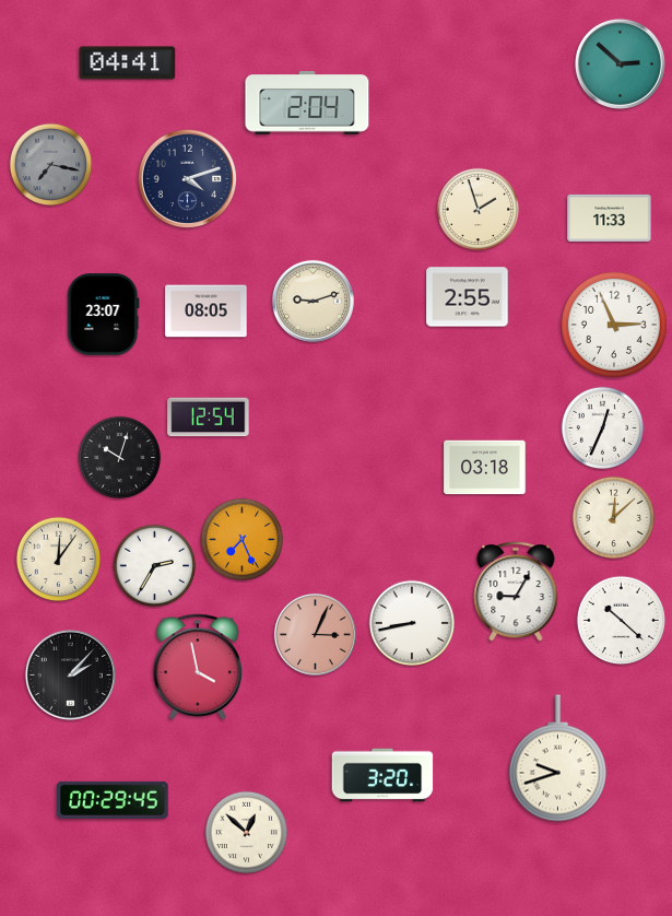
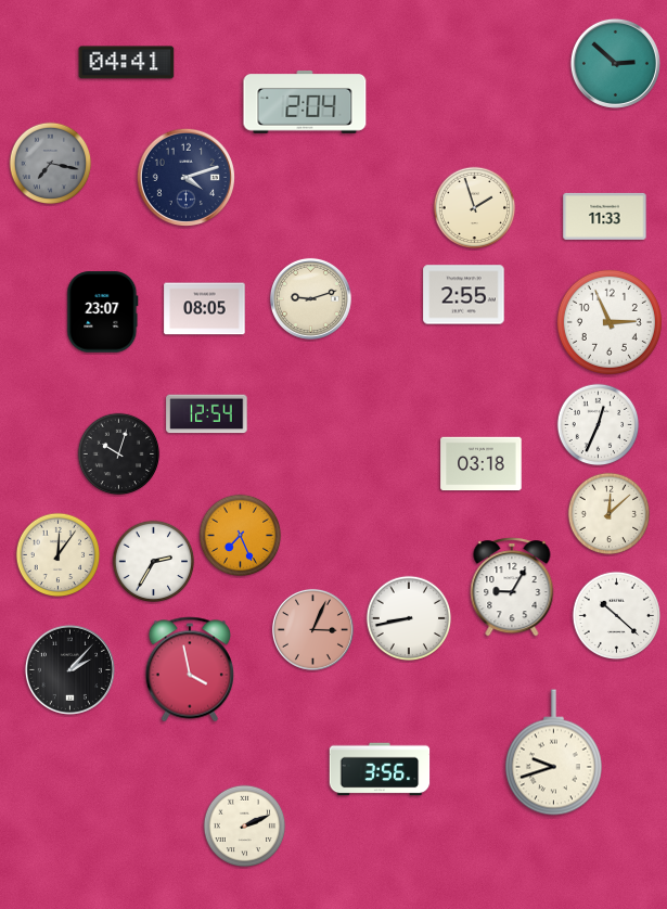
clock at (197, 667) position: (197, 667) -> (189, 669)
clock at (382, 775): 3:20 -> 3:56
clock at (113, 800): 00:29 -> none
clock at (247, 833): 12:52 -> 2:11
